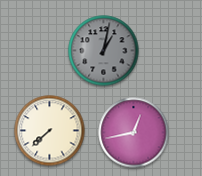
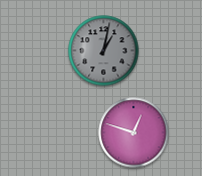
clock at (50, 131): 7:38 -> none
clock at (134, 133): 12:43 -> 12:48
